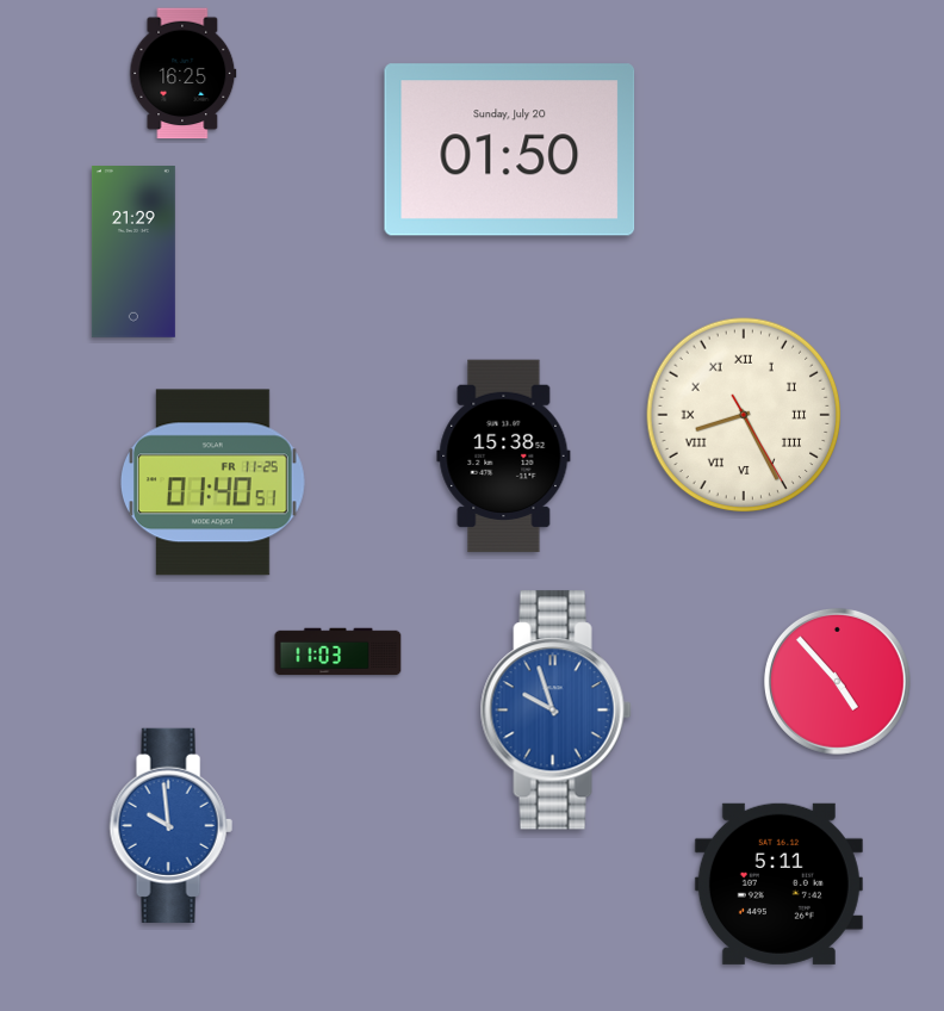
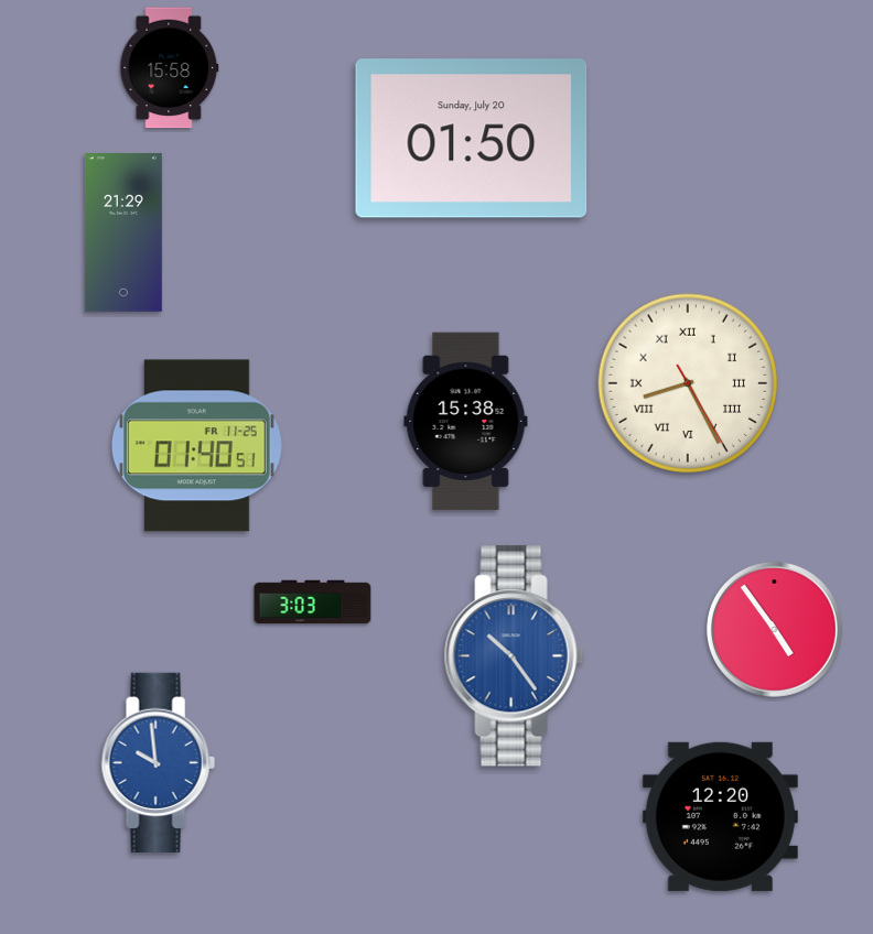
clock at (184, 74): 16:25 -> 15:58
clock at (339, 652): 11:03 -> 3:03
clock at (837, 681): 4:53 -> 4:54
clock at (555, 711): 9:57 -> 10:24
clock at (778, 883): 5:11 -> 12:20
